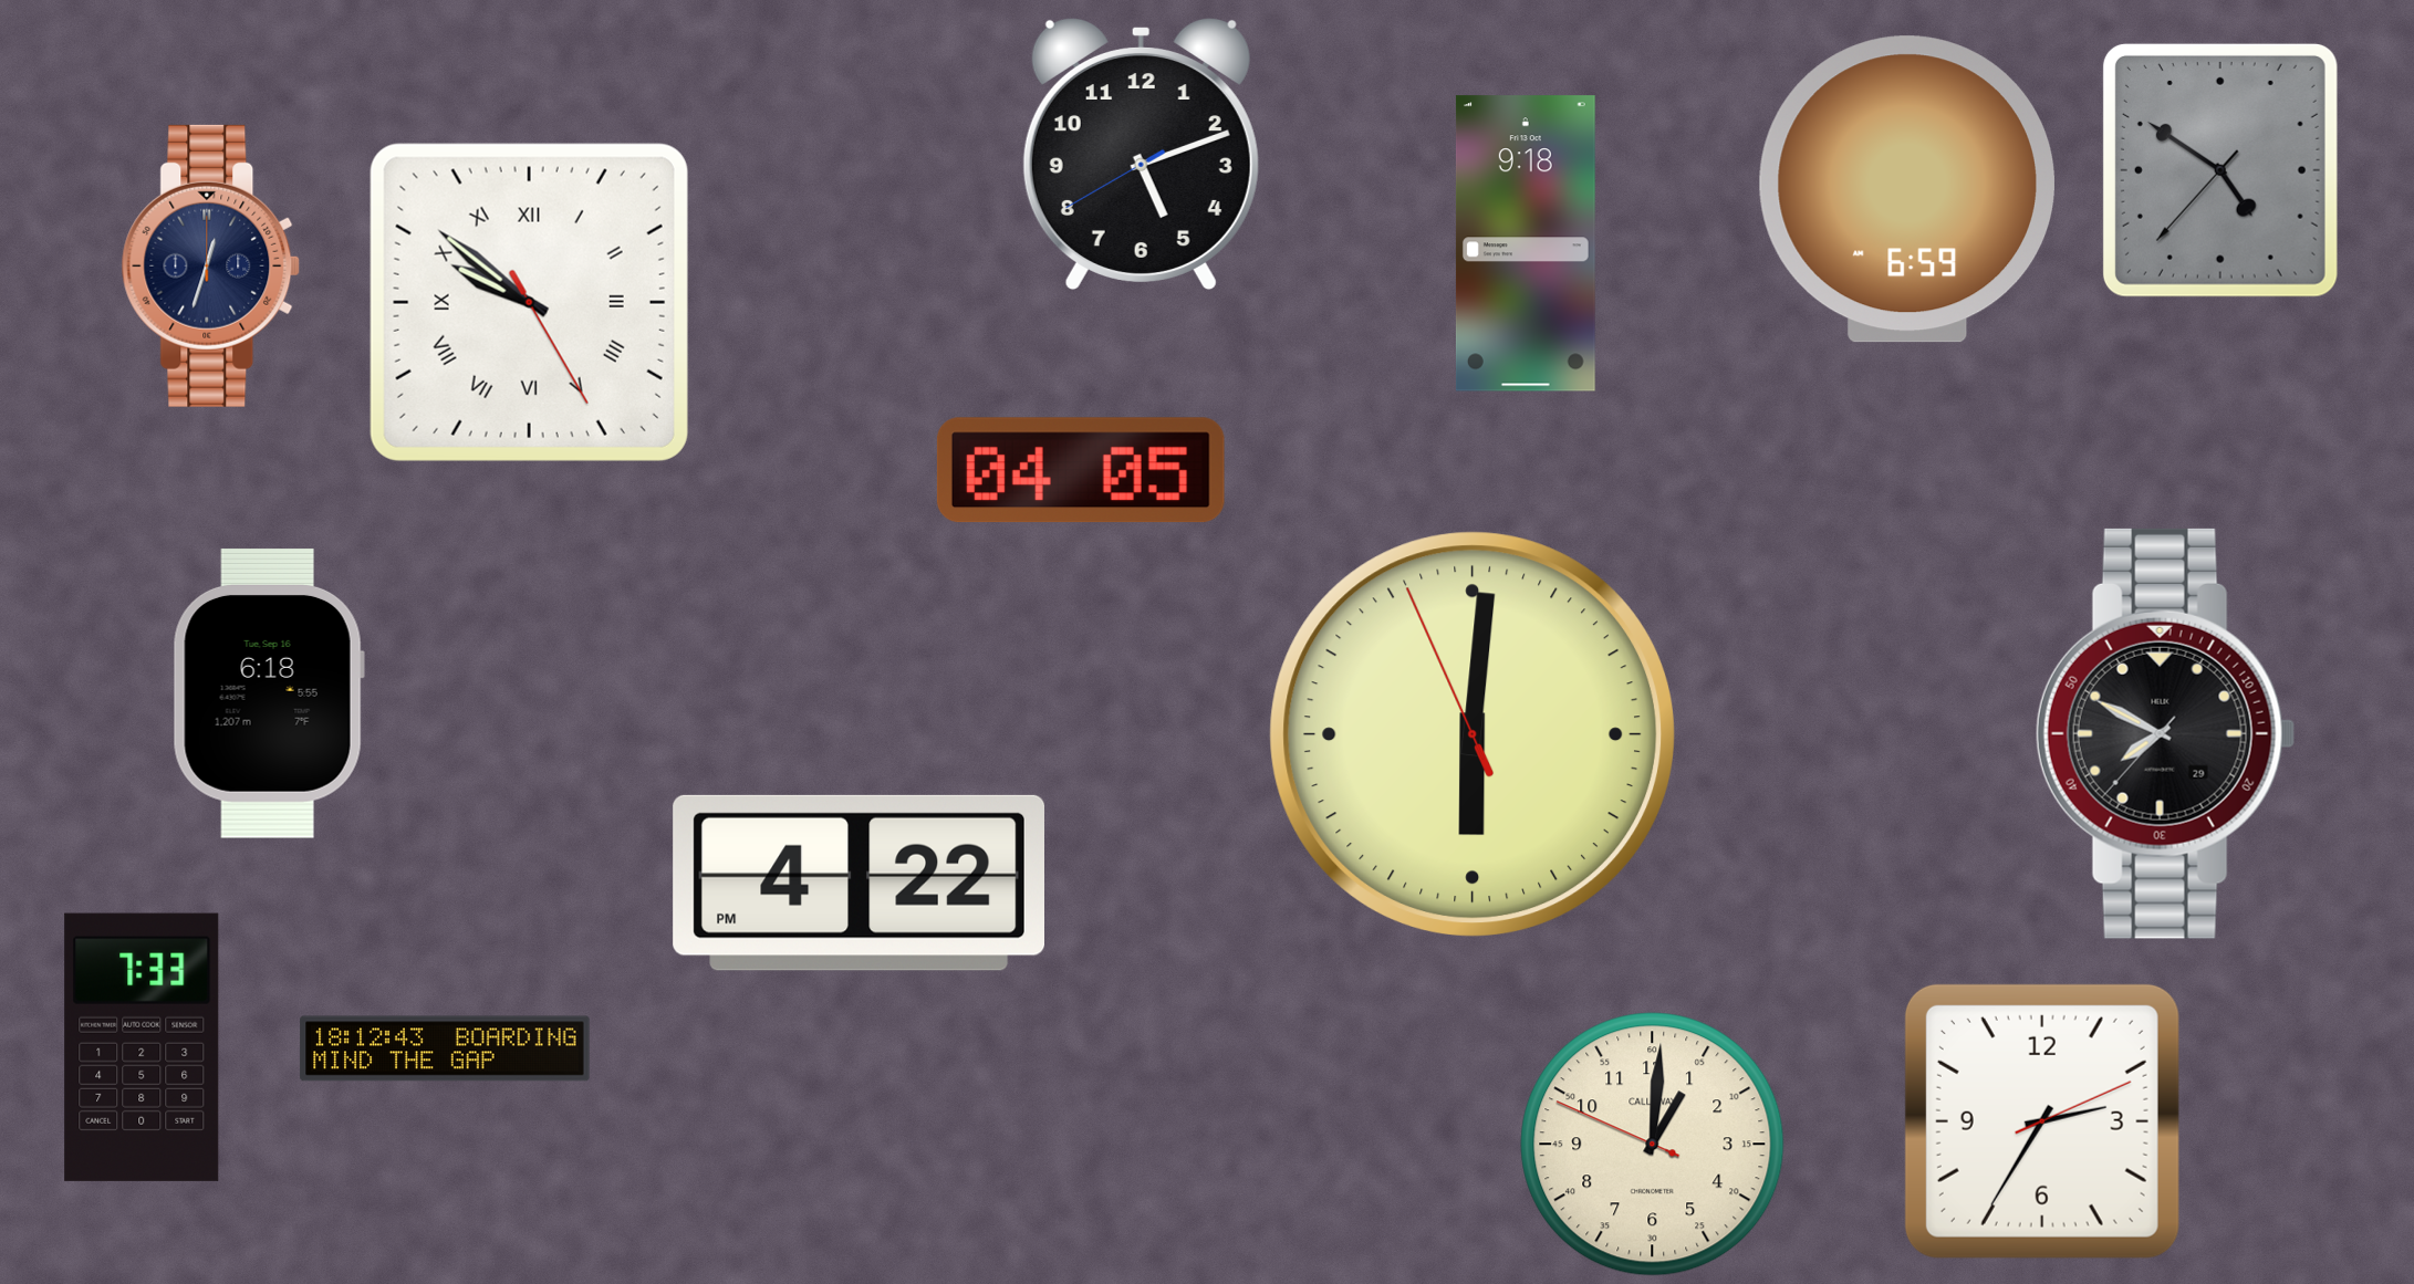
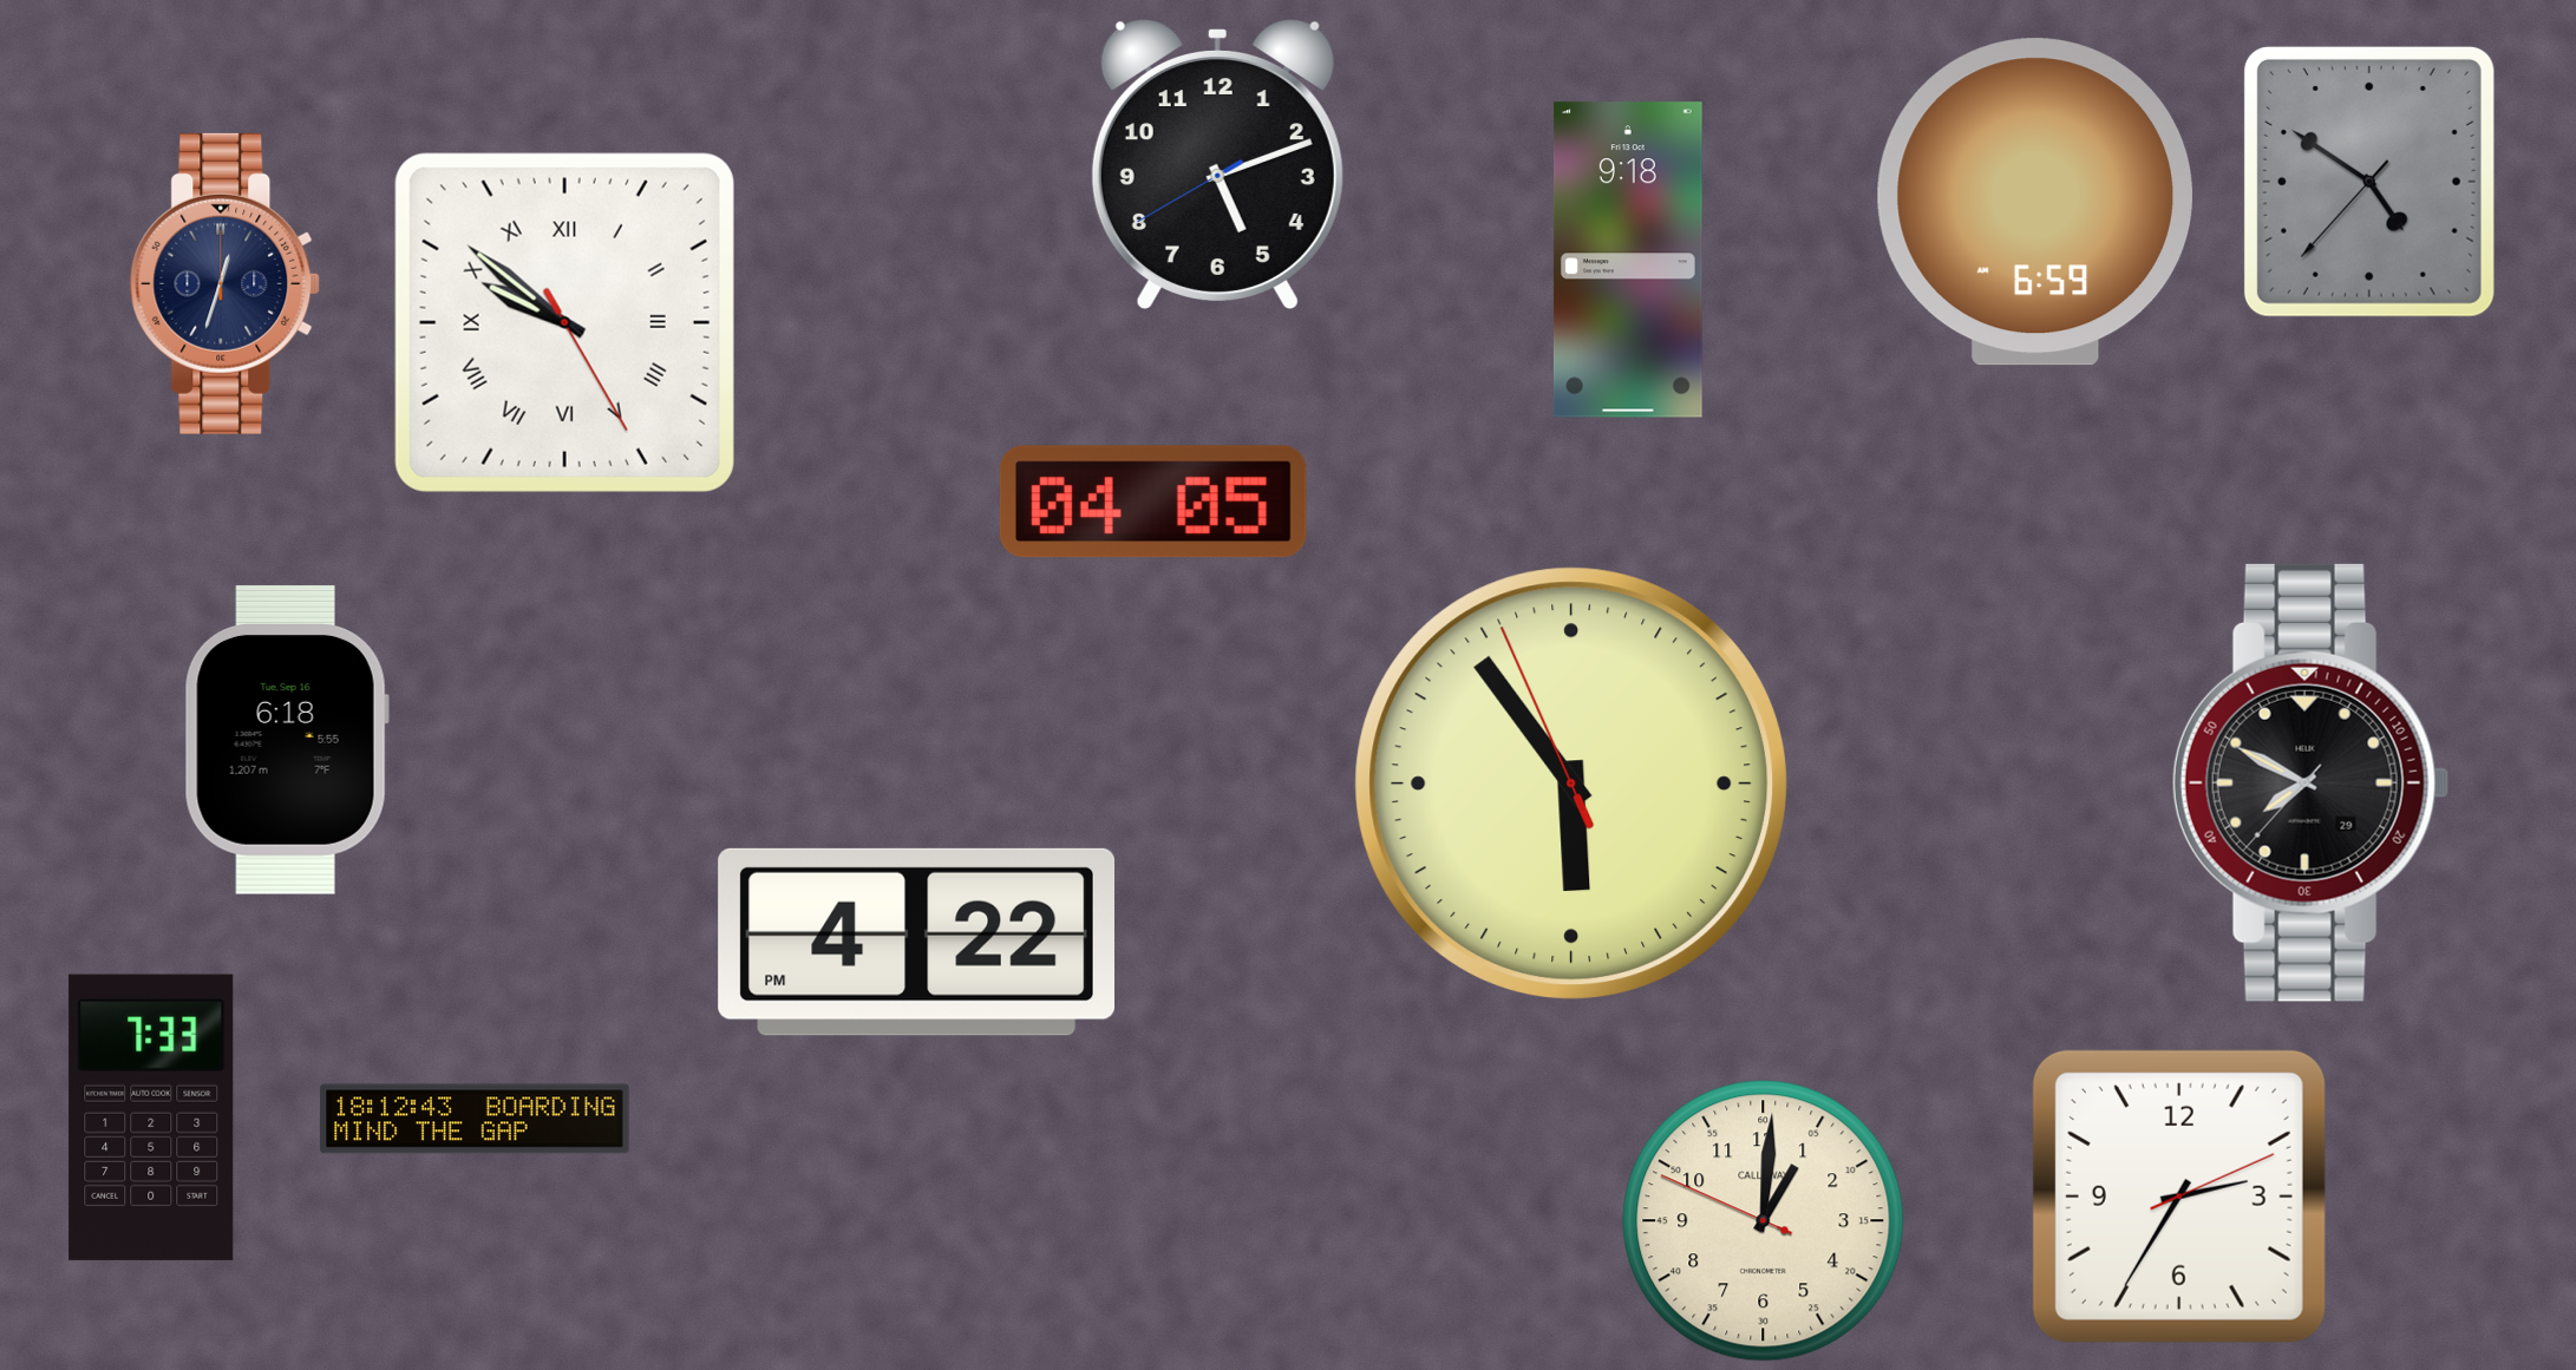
clock at (1471, 733): 6:00 -> 5:53
